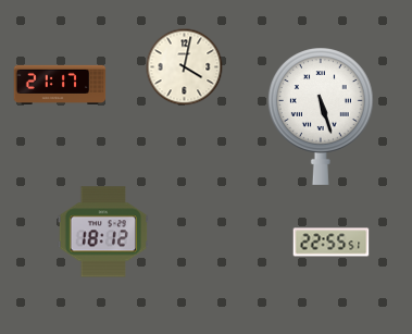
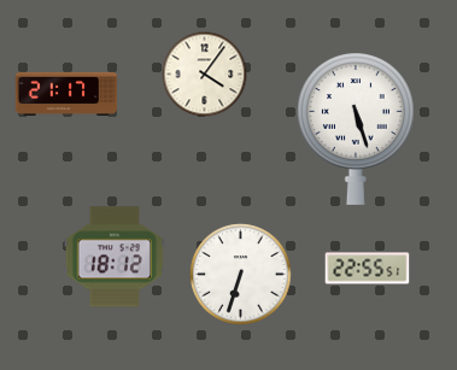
clock at (185, 67): 4:02 -> 4:06
clock at (241, 275): none -> 6:33
